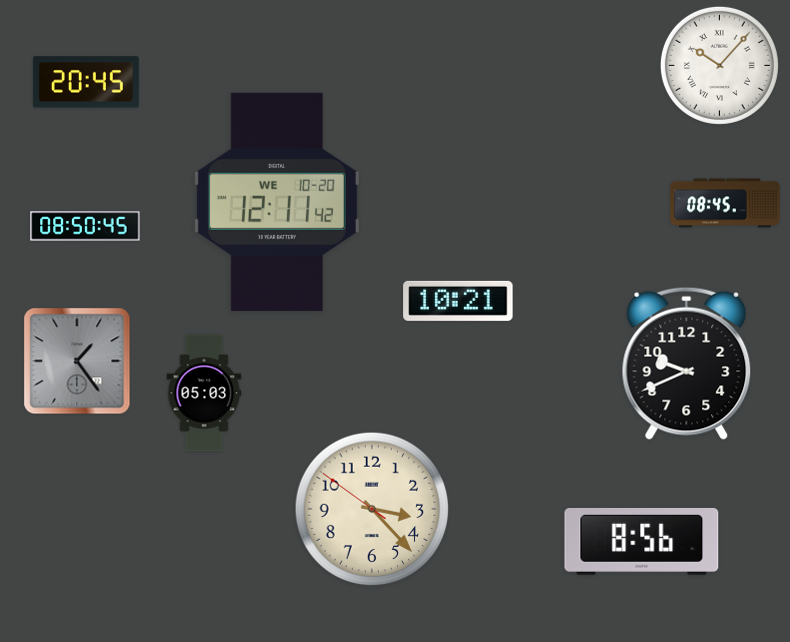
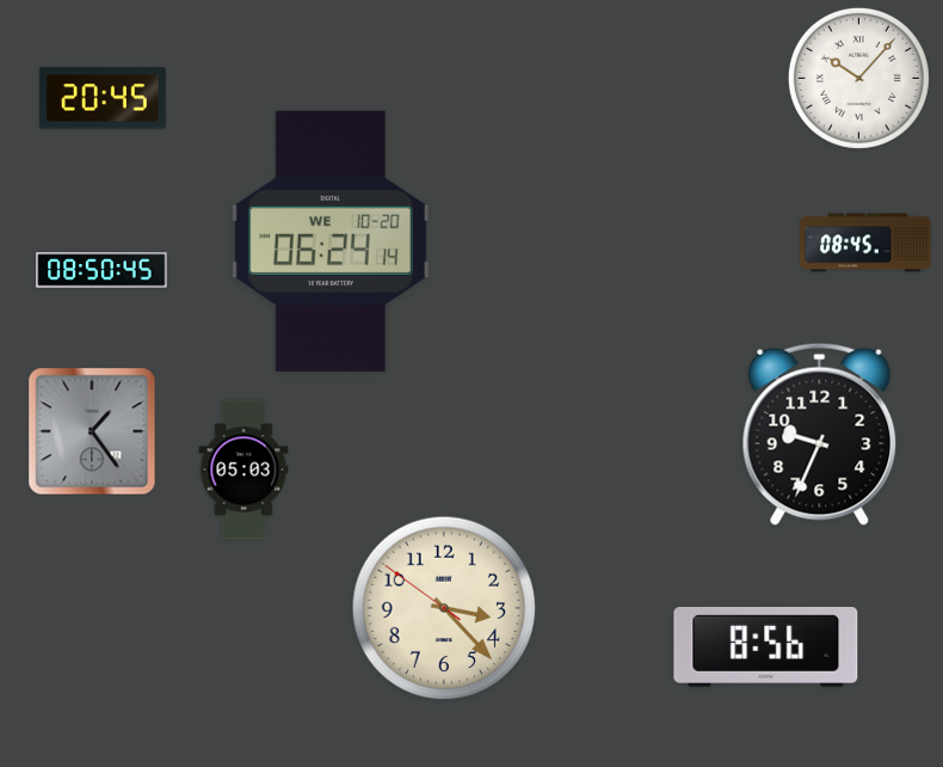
clock at (277, 202): 12:11 -> 06:24
clock at (458, 301): 10:21 -> none
clock at (687, 363): 9:41 -> 9:34
